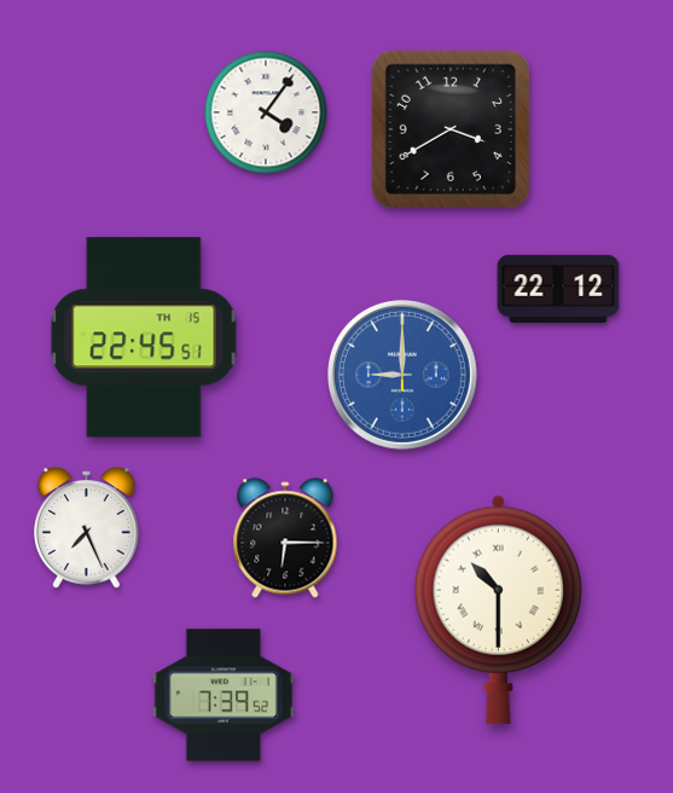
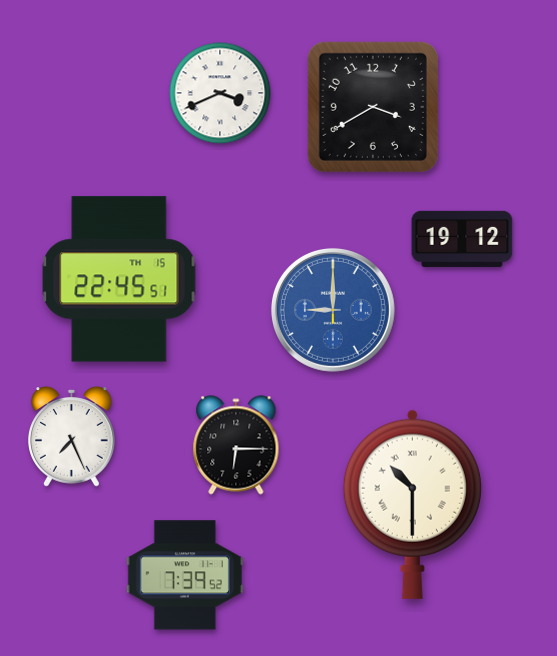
clock at (266, 112): 4:06 -> 3:41
clock at (558, 289): 22:12 -> 19:12
